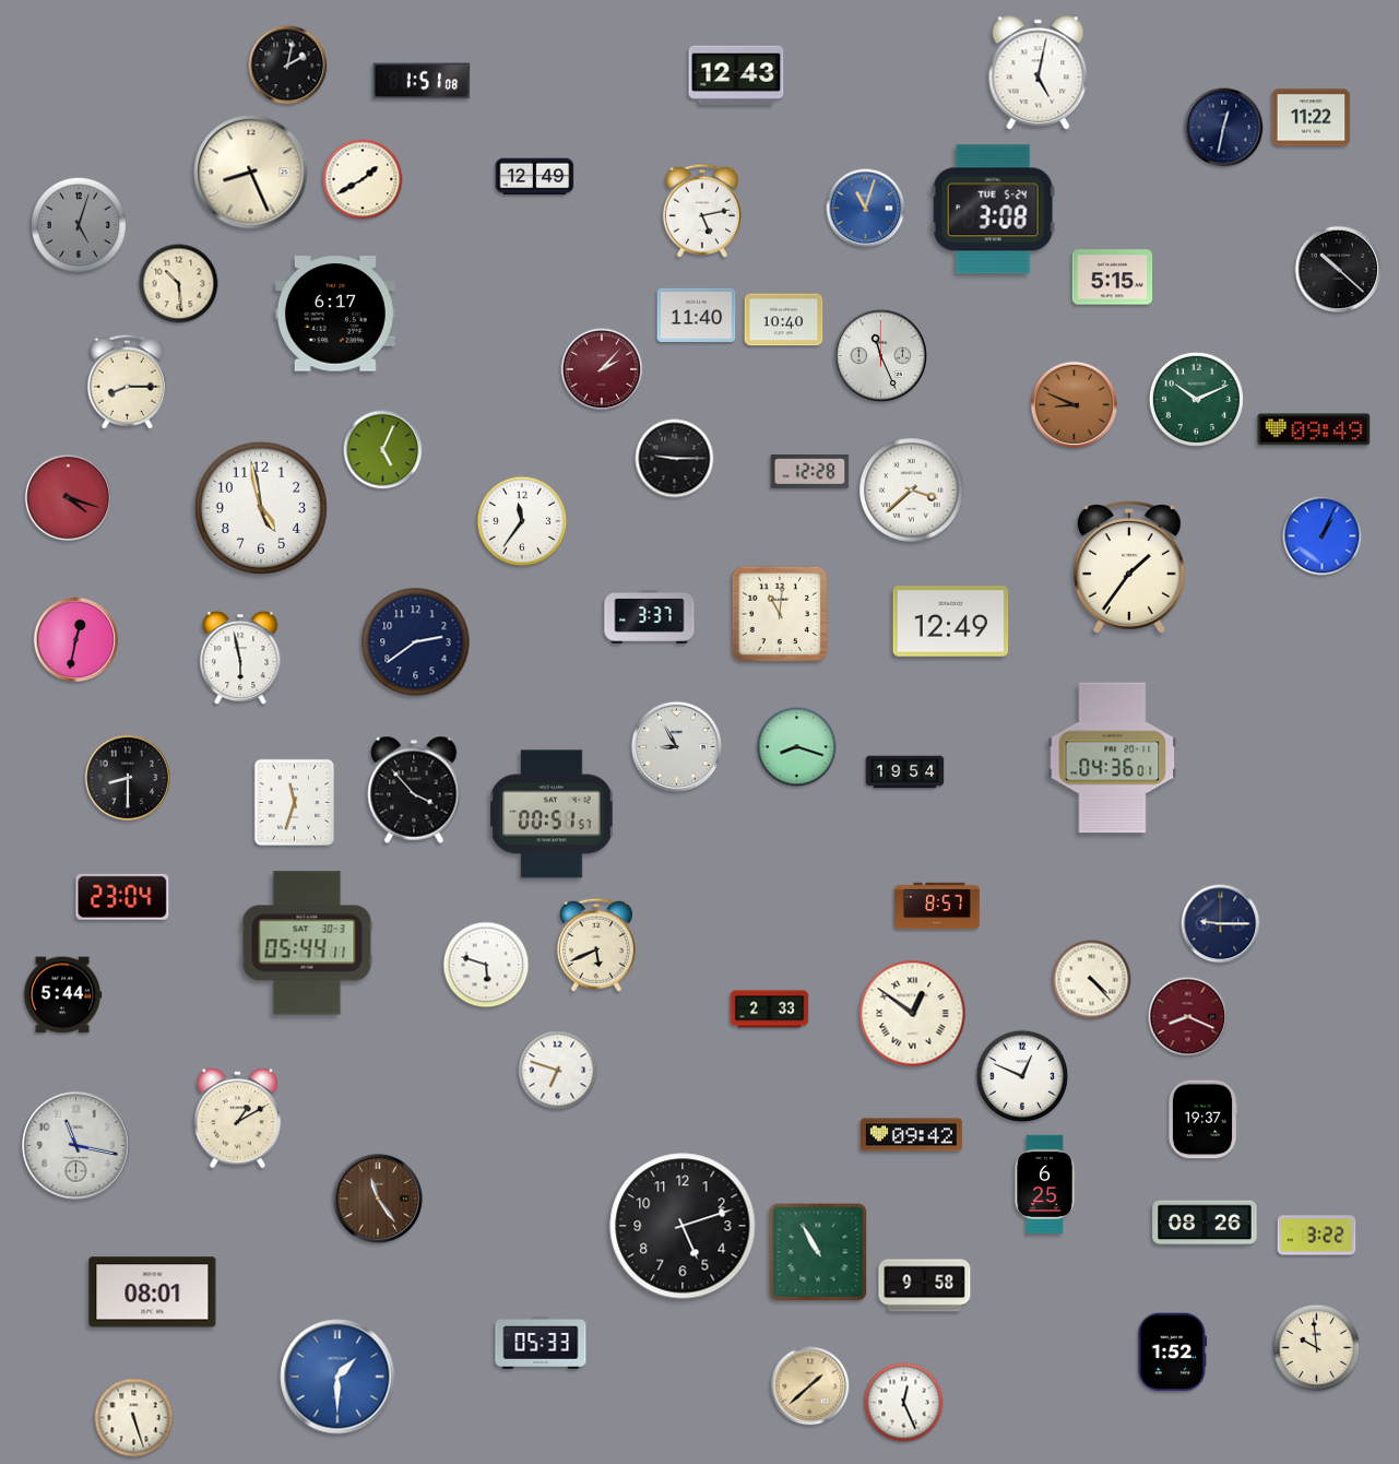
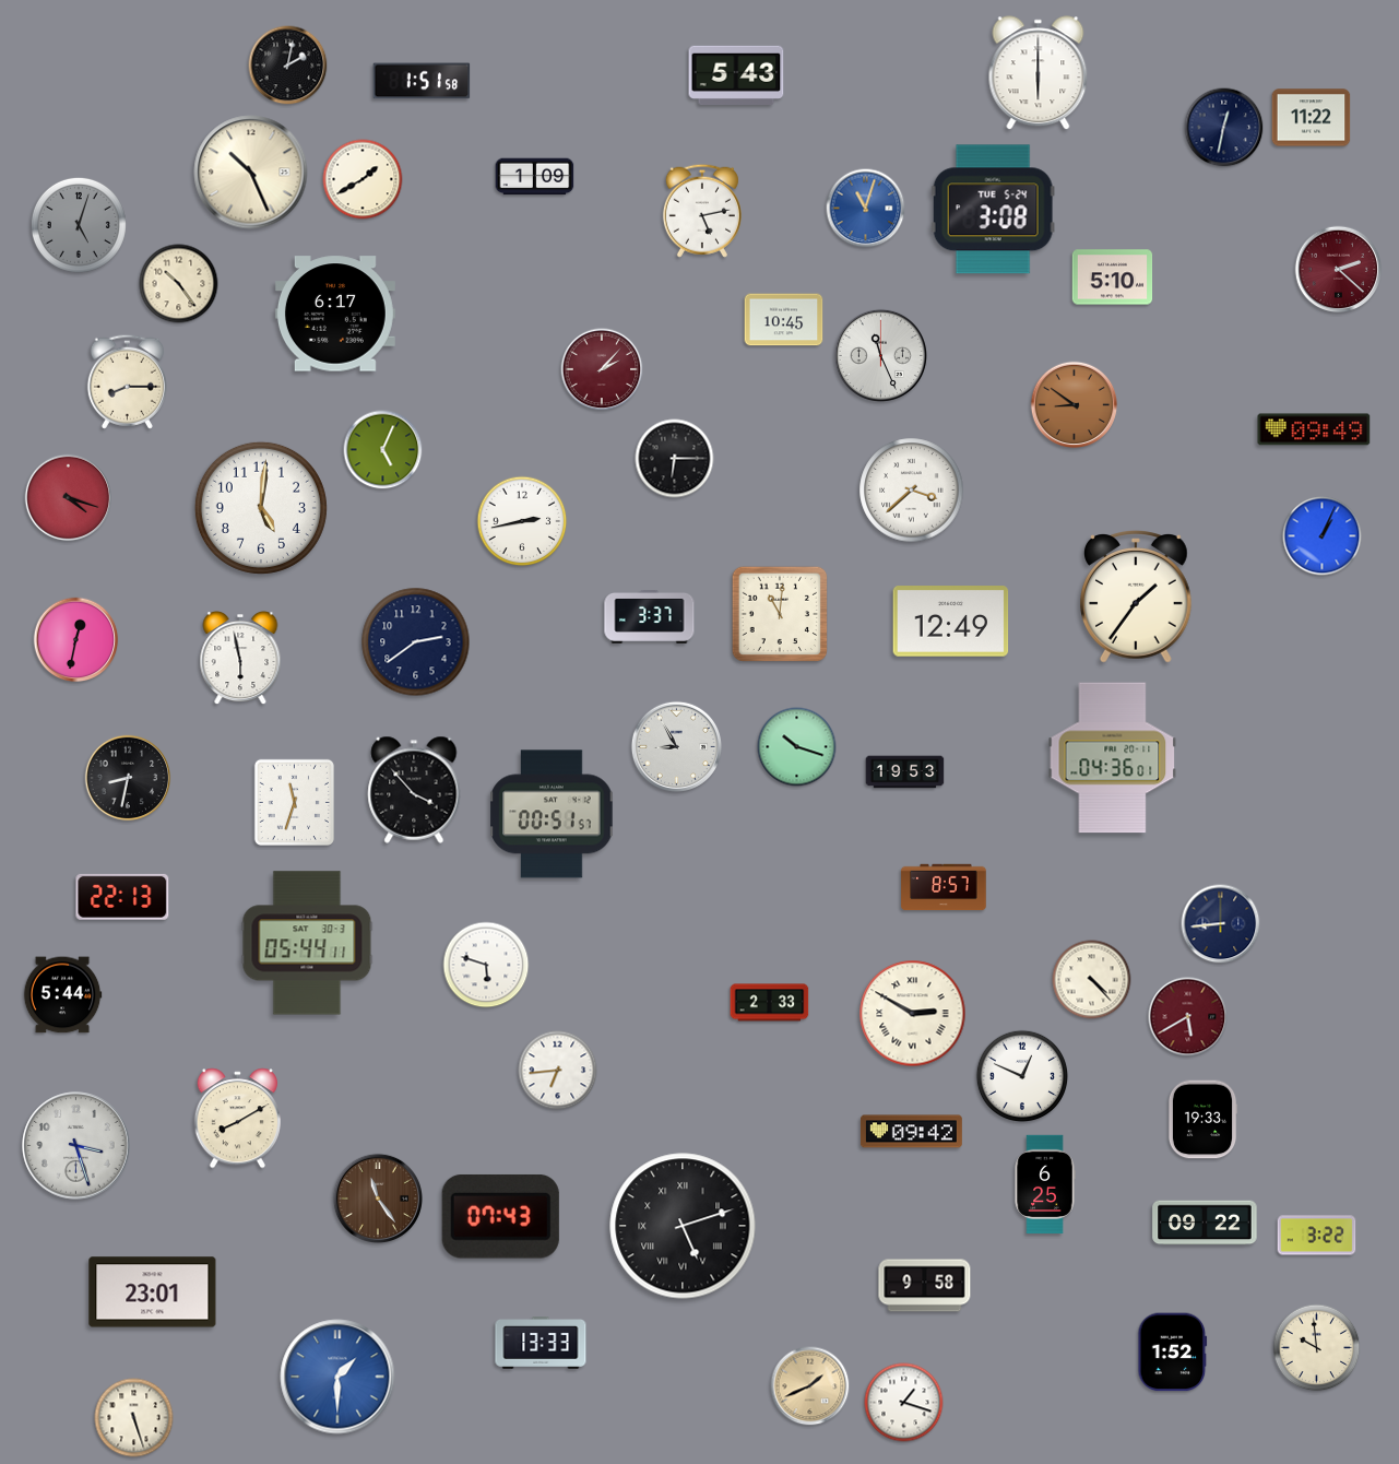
clock at (1039, 73): 5:02 -> 6:00
clock at (736, 74): 12:43 -> 5:43
clock at (422, 81): 1:51:08 -> 1:51:58
clock at (251, 173): 8:26 -> 10:26
clock at (535, 177): 12:49 -> 1:09
clock at (1339, 270): 10:22 -> 2:22
clock at (1339, 270) dial: black -> burgundy
clock at (1113, 278): 5:15 -> 5:10
clock at (179, 284): 10:29 -> 10:24
clock at (697, 315): 11:40 -> none
clock at (784, 320): 10:40 -> 10:45
clock at (1196, 399): 10:11 -> none
clock at (1075, 405): 8:49 -> 8:51
clock at (675, 459): 9:15 -> 6:15
clock at (810, 472): 12:28 -> none
clock at (261, 508): 4:58 -> 5:01
clock at (522, 521): 11:36 -> 2:43
clock at (1130, 568) position: (1130, 568) -> (1137, 598)
clock at (797, 747): 8:18 -> 10:18
clock at (905, 772): 19:54 -> 19:53
clock at (128, 778): 8:30 -> 8:32
clock at (122, 897): 23:04 -> 22:13
clock at (937, 906) position: (937, 906) -> (944, 887)
clock at (1221, 924): 9:15 -> 8:44
clock at (596, 945): 5:41 -> none
clock at (770, 1010) position: (770, 1010) -> (770, 1003)
clock at (913, 1014): 12:51 -> 2:50
clock at (1188, 1017): 8:19 -> 5:40
clock at (558, 1071): 6:48 -> 6:44
clock at (237, 1119): 1:10 -> 8:10
clock at (1202, 1120): 19:37 -> 19:33
clock at (911, 1135) position: (911, 1135) -> (911, 1132)
clock at (76, 1146): 11:17 -> 3:27
clock at (500, 1217): none -> 07:43
clock at (1205, 1223): 08:26 -> 09:22
clock at (683, 1226) numerals: Arabic -> Roman
clock at (818, 1252): 10:55 -> none
clock at (153, 1292): 08:01 -> 23:01
clock at (541, 1344): 05:33 -> 13:33
clock at (810, 1386): 1:38 -> 1:41
clock at (904, 1403): 12:26 -> 1:18
